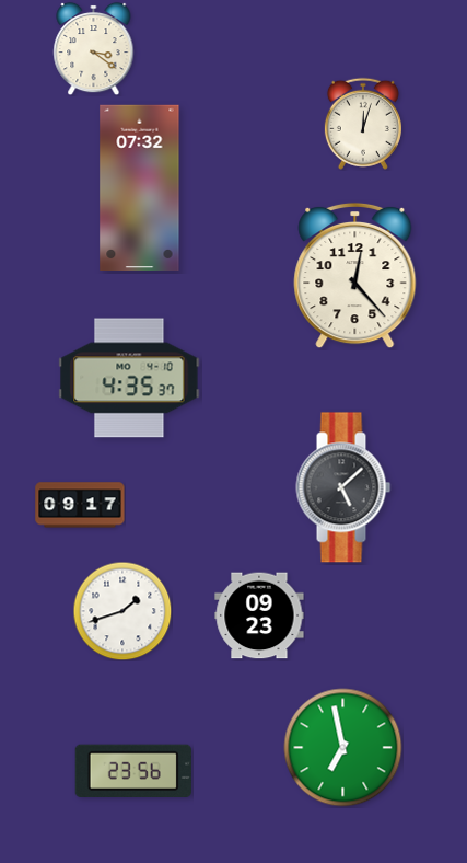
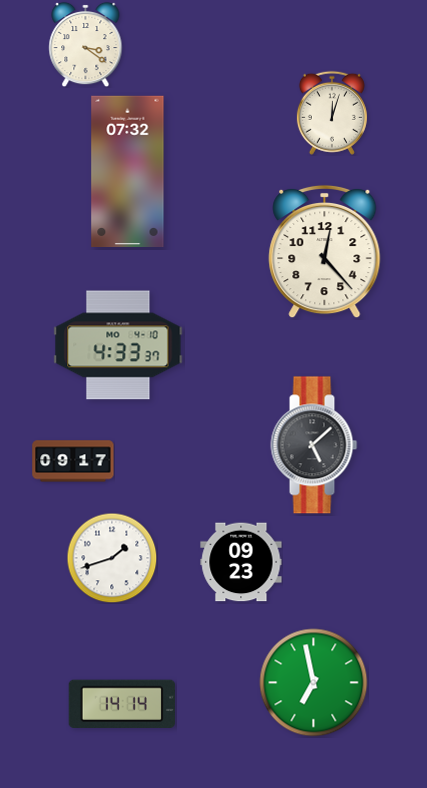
clock at (129, 378): 4:35 -> 4:33
clock at (259, 615) position: (259, 615) -> (241, 562)
clock at (133, 771): 23:56 -> 14:14
